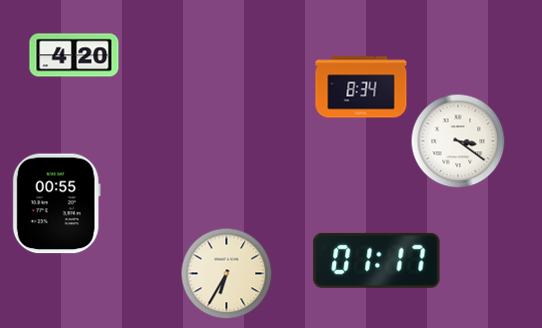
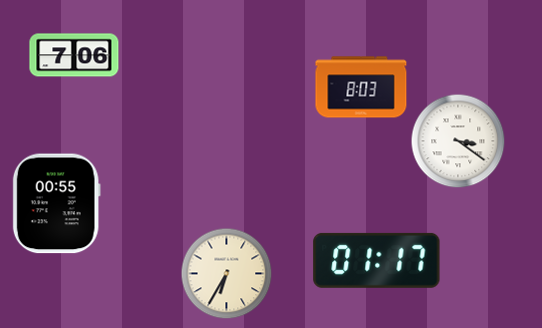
clock at (74, 55): 4:20 -> 7:06
clock at (361, 87): 8:34 -> 8:03
